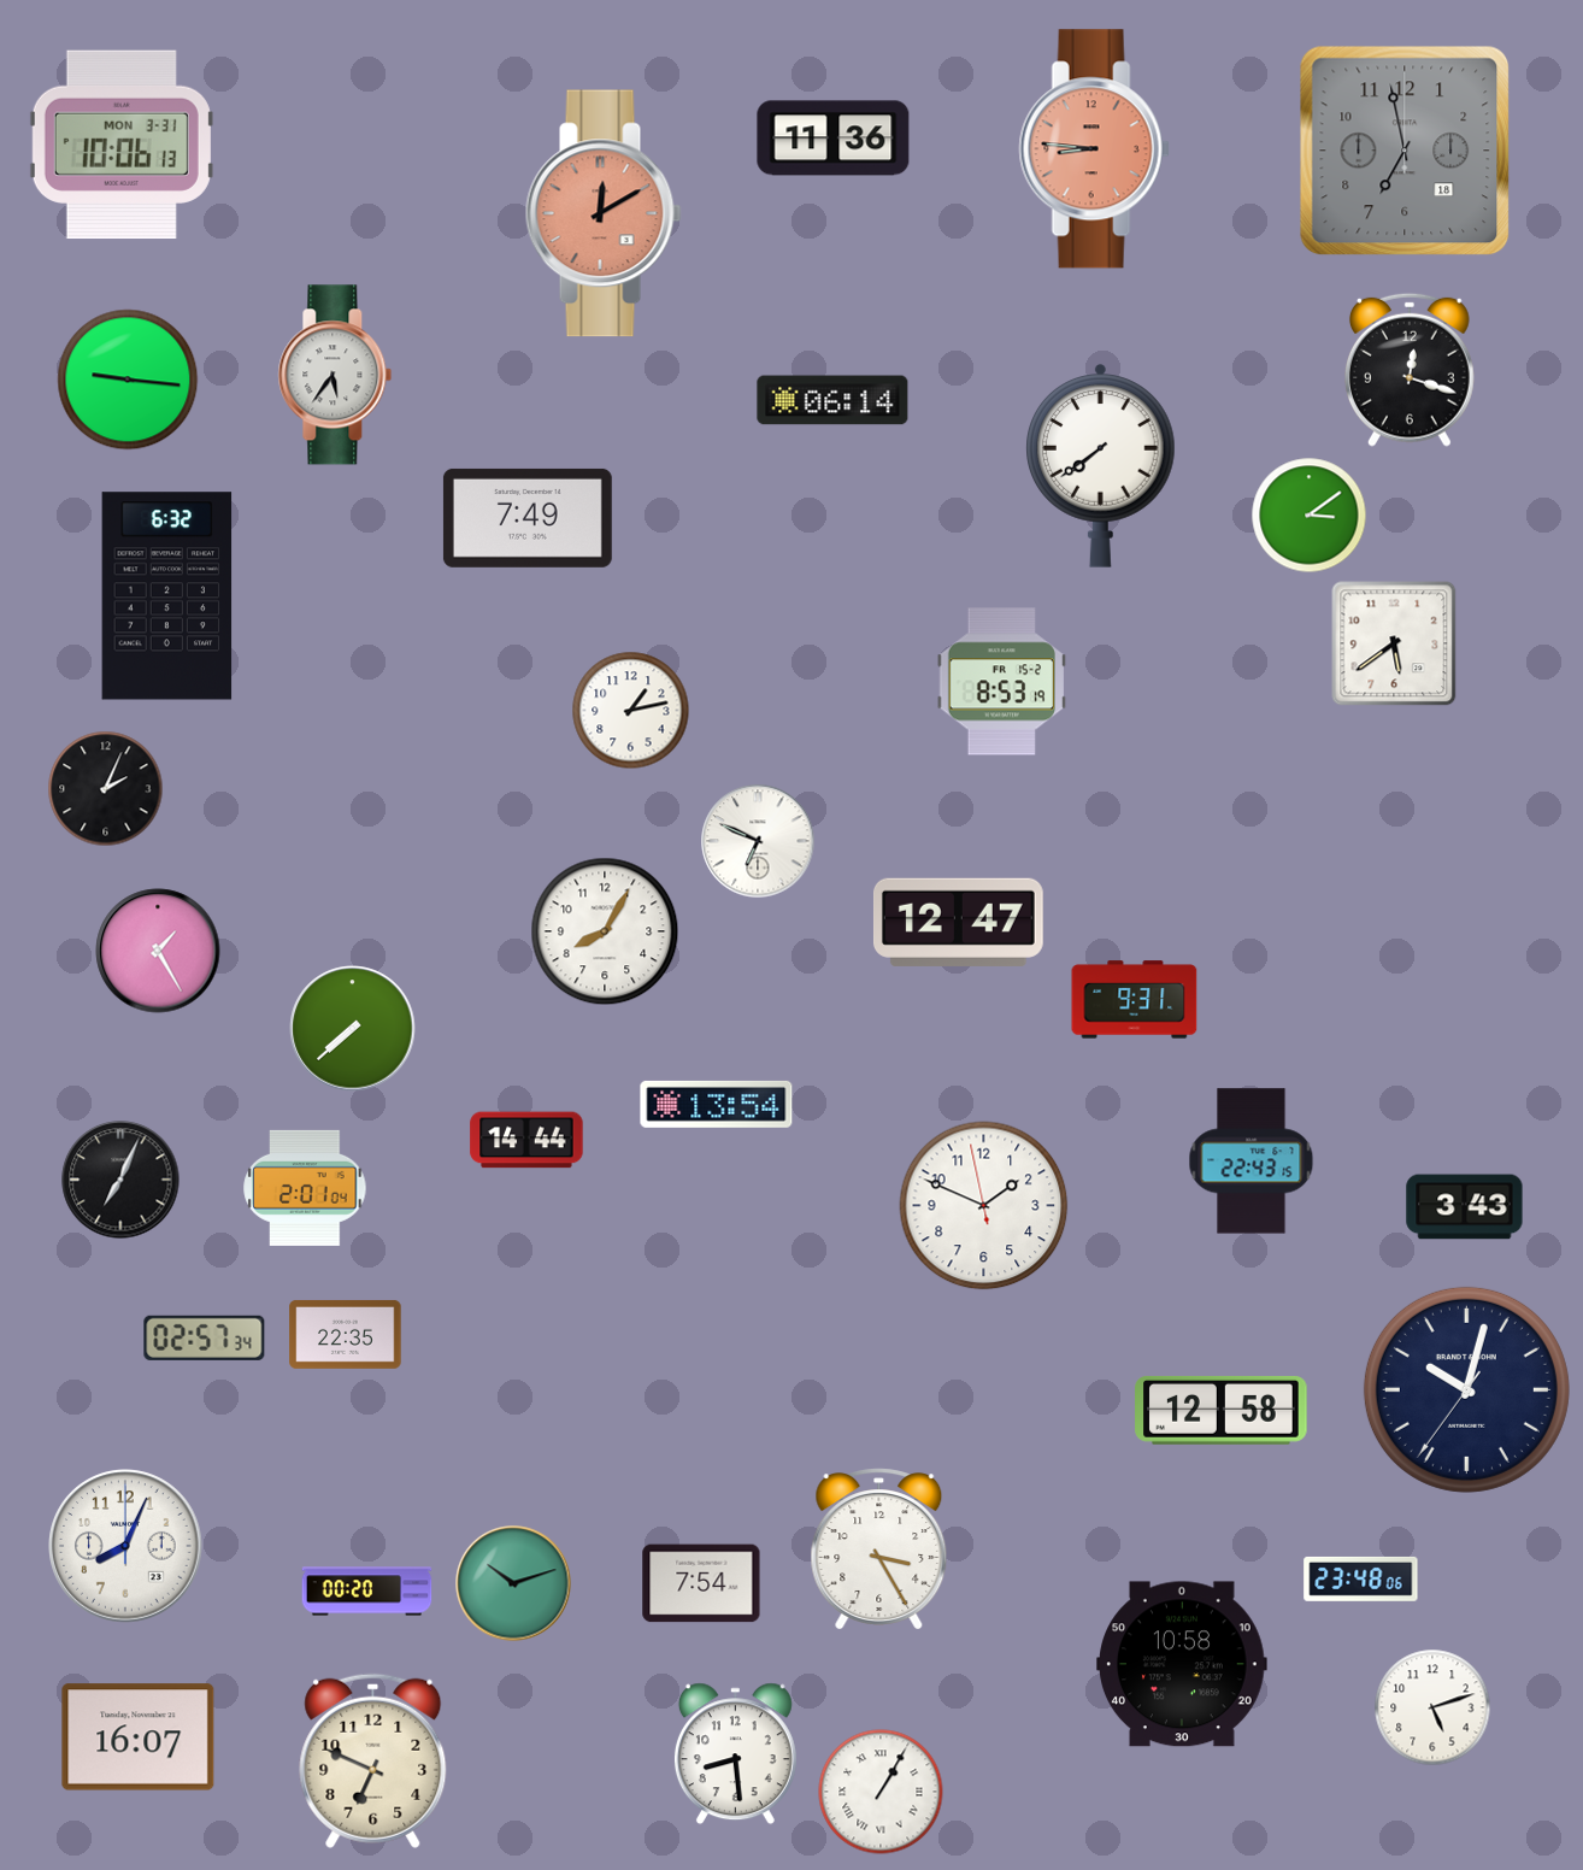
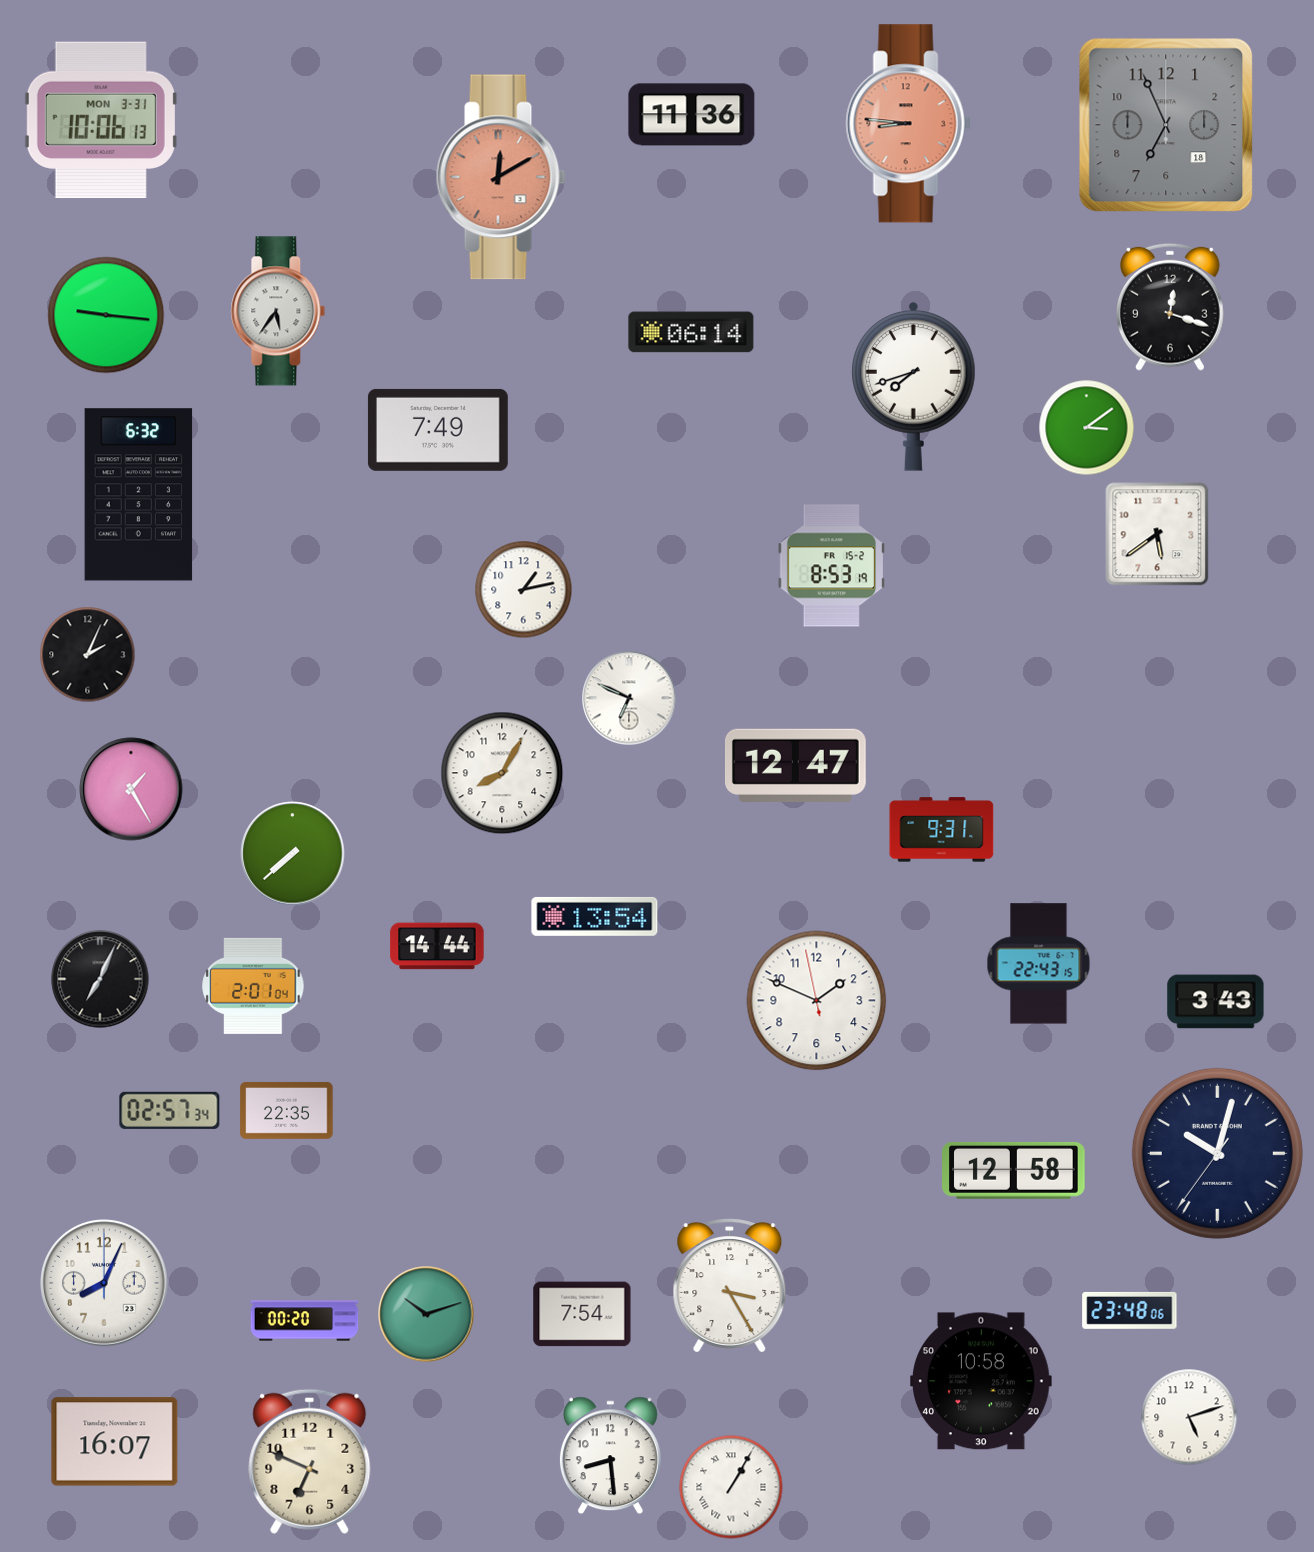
clock at (1405, 151): 6:58 -> 6:56
clock at (1101, 466): 7:39 -> 7:42
clock at (346, 1334) position: (346, 1334) -> (287, 1110)
